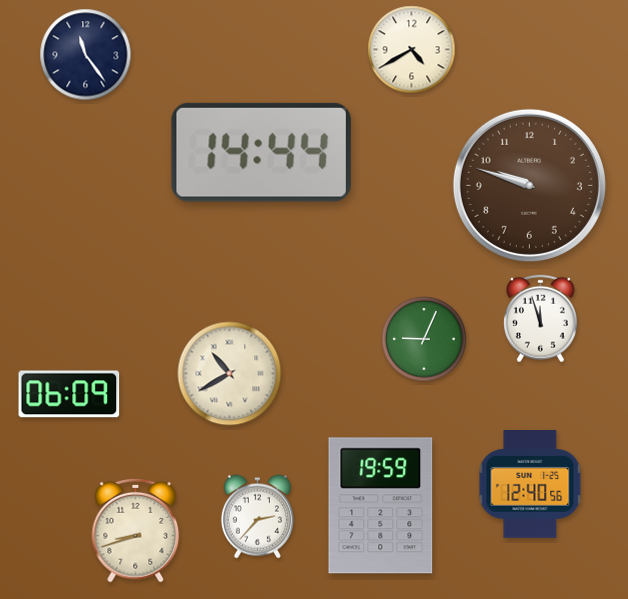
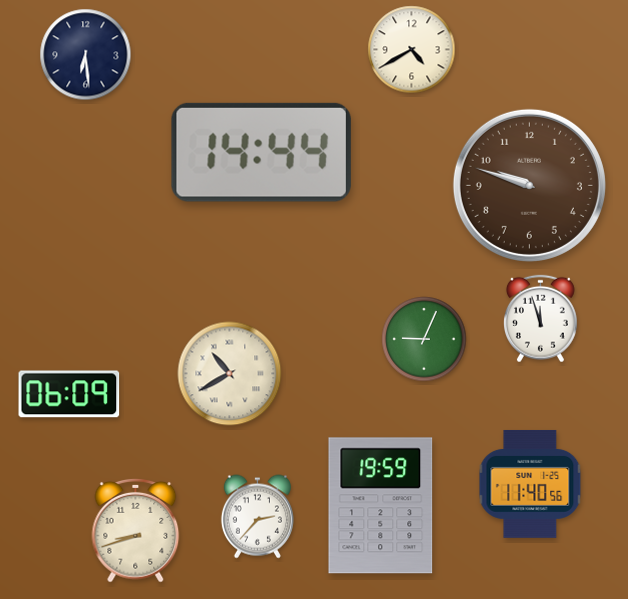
clock at (86, 55): 11:24 -> 6:29
clock at (530, 484): 12:40 -> 11:40
